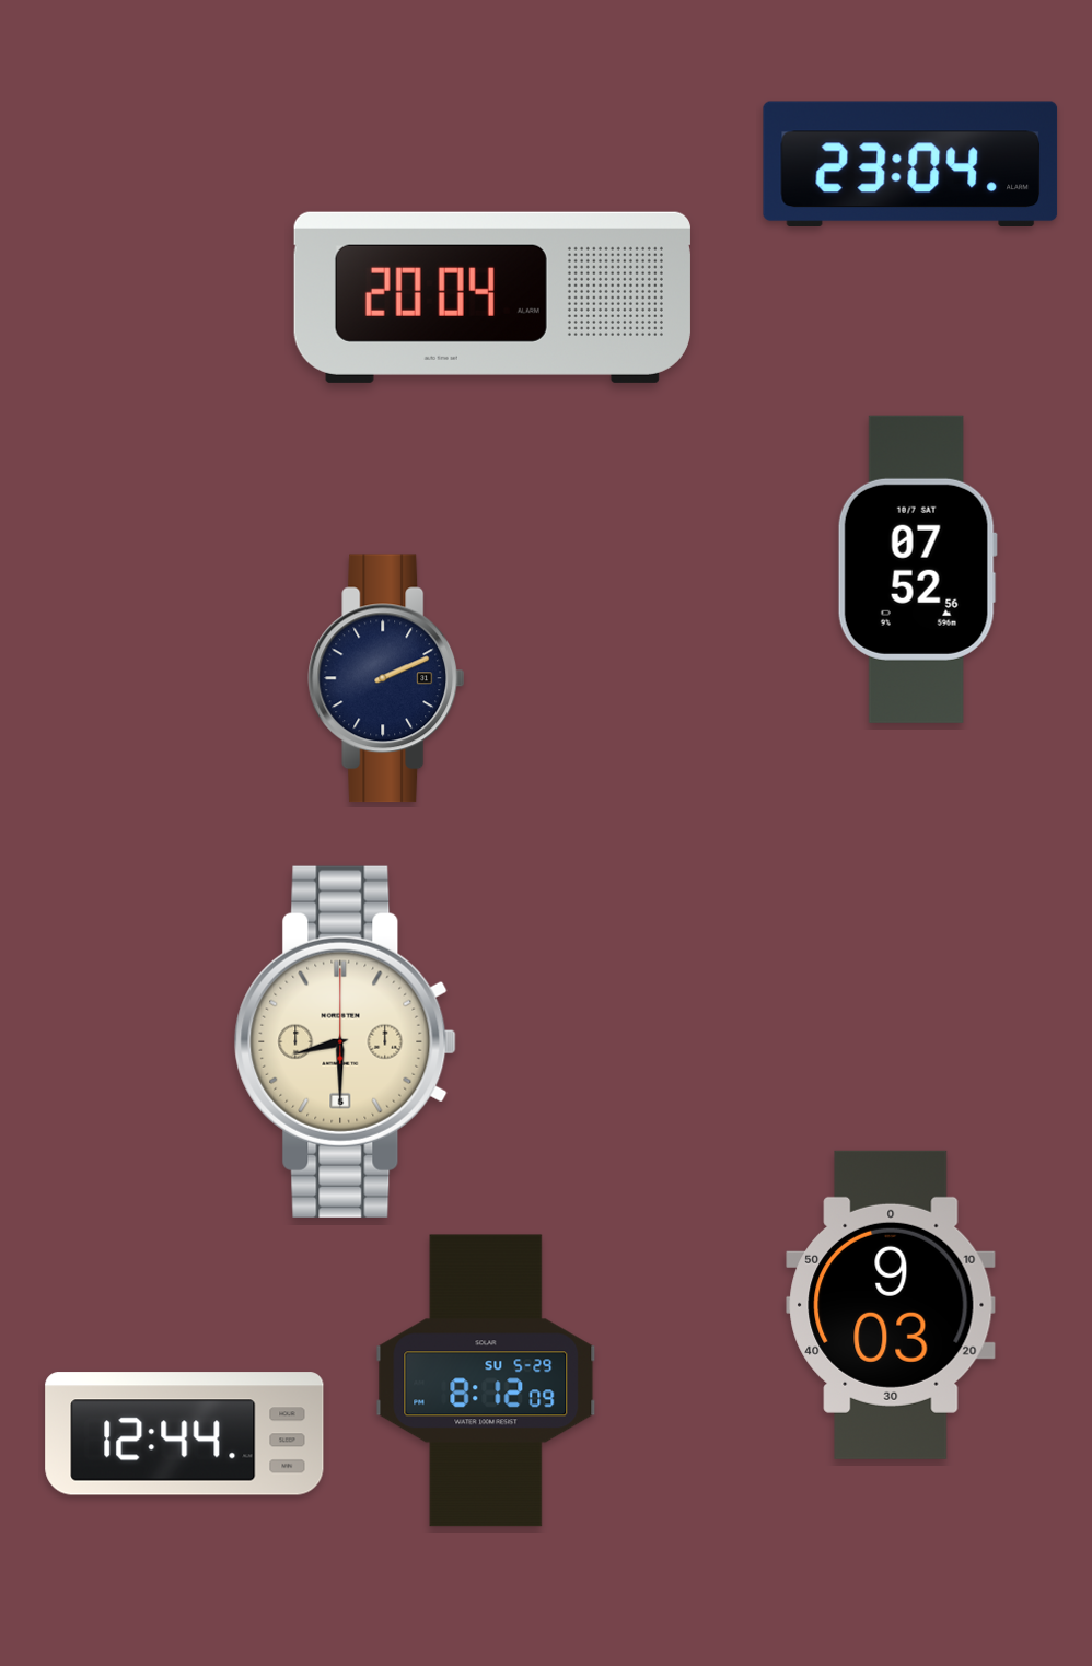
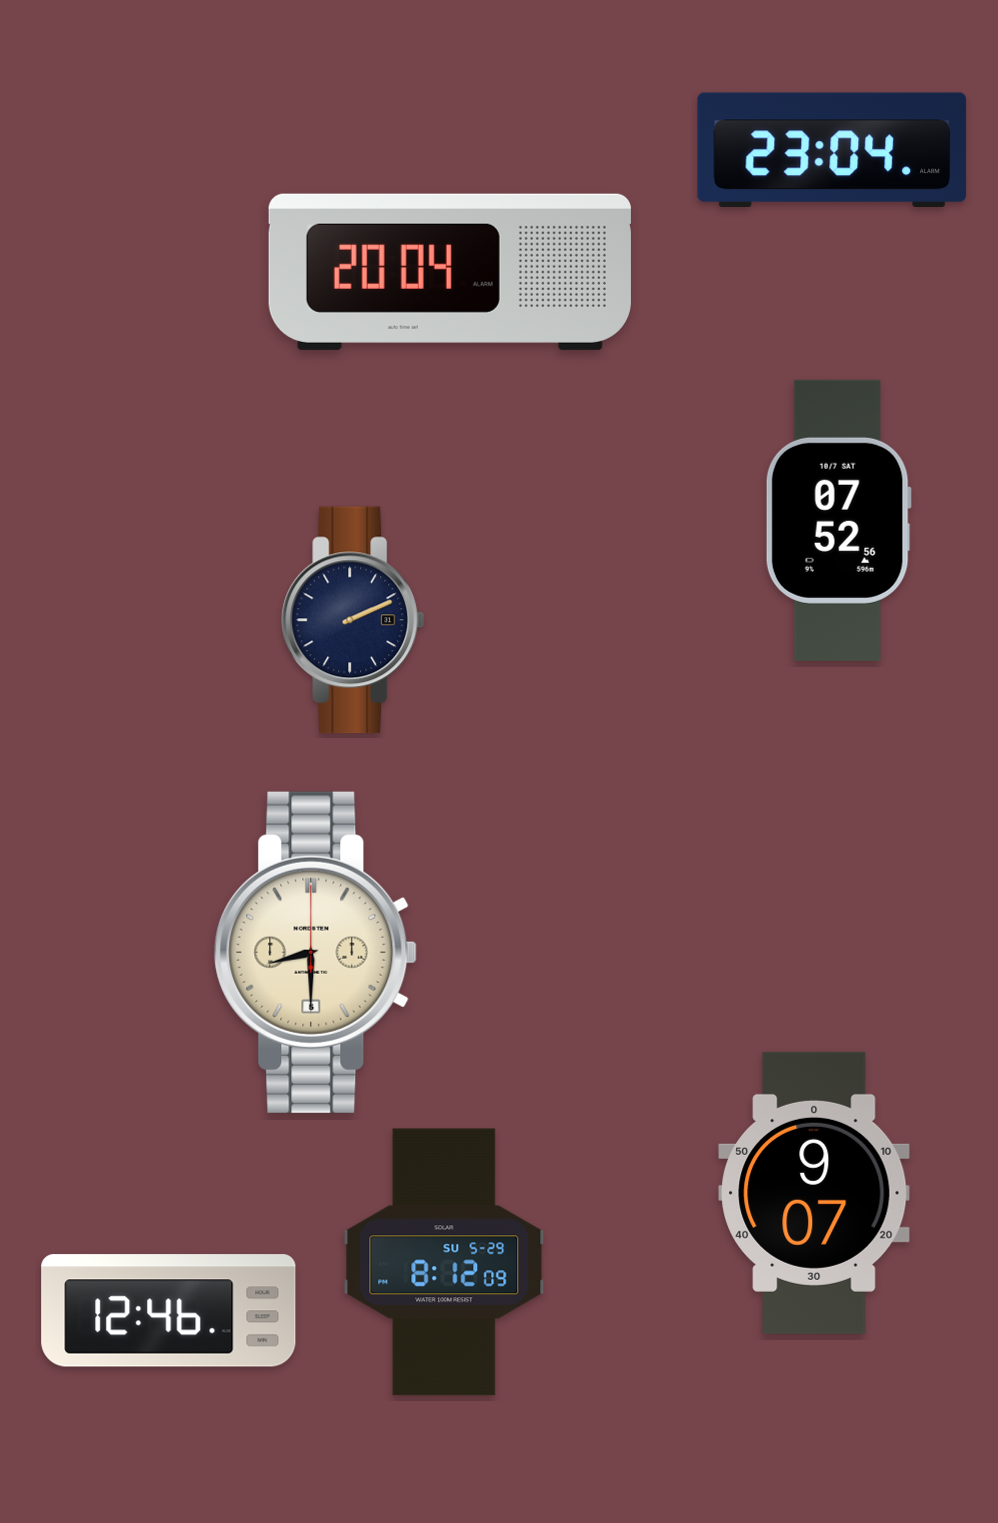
clock at (891, 1305): 9:03 -> 9:07
clock at (185, 1434): 12:44 -> 12:46
